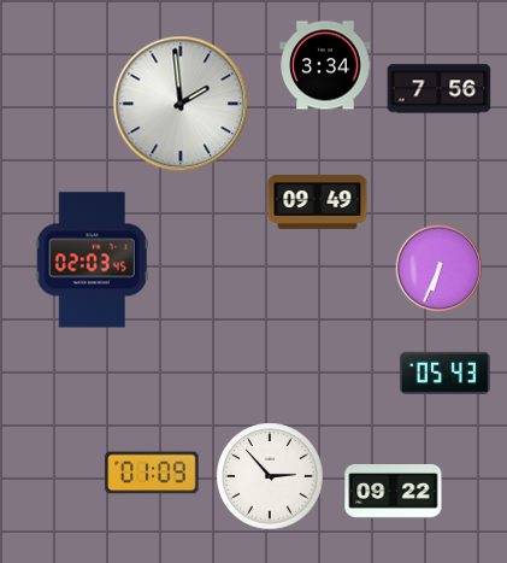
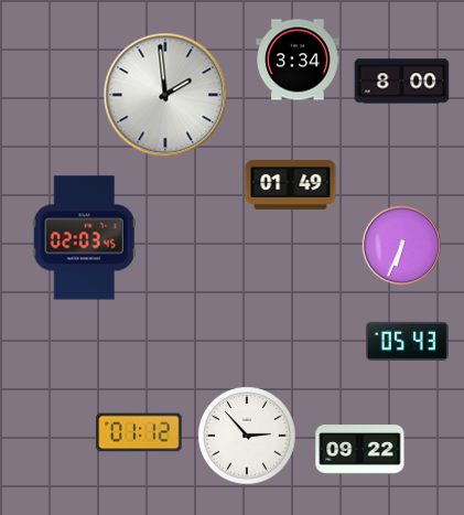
clock at (440, 89): 7:56 -> 8:00
clock at (318, 201): 09:49 -> 01:49
clock at (152, 473): 01:09 -> 01:12
